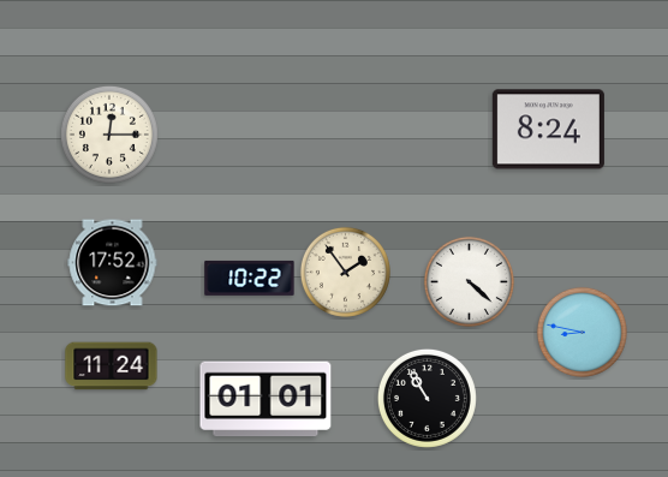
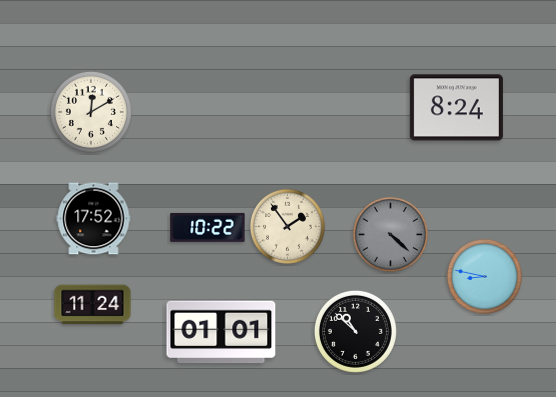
clock at (109, 135): 12:15 -> 12:10
clock at (250, 278) position: (250, 278) -> (208, 227)
clock at (469, 281) dial: white -> grey
clock at (427, 398): 10:55 -> 10:52
